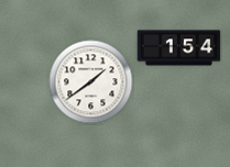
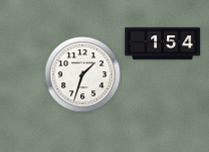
clock at (91, 82): 1:39 -> 1:33
